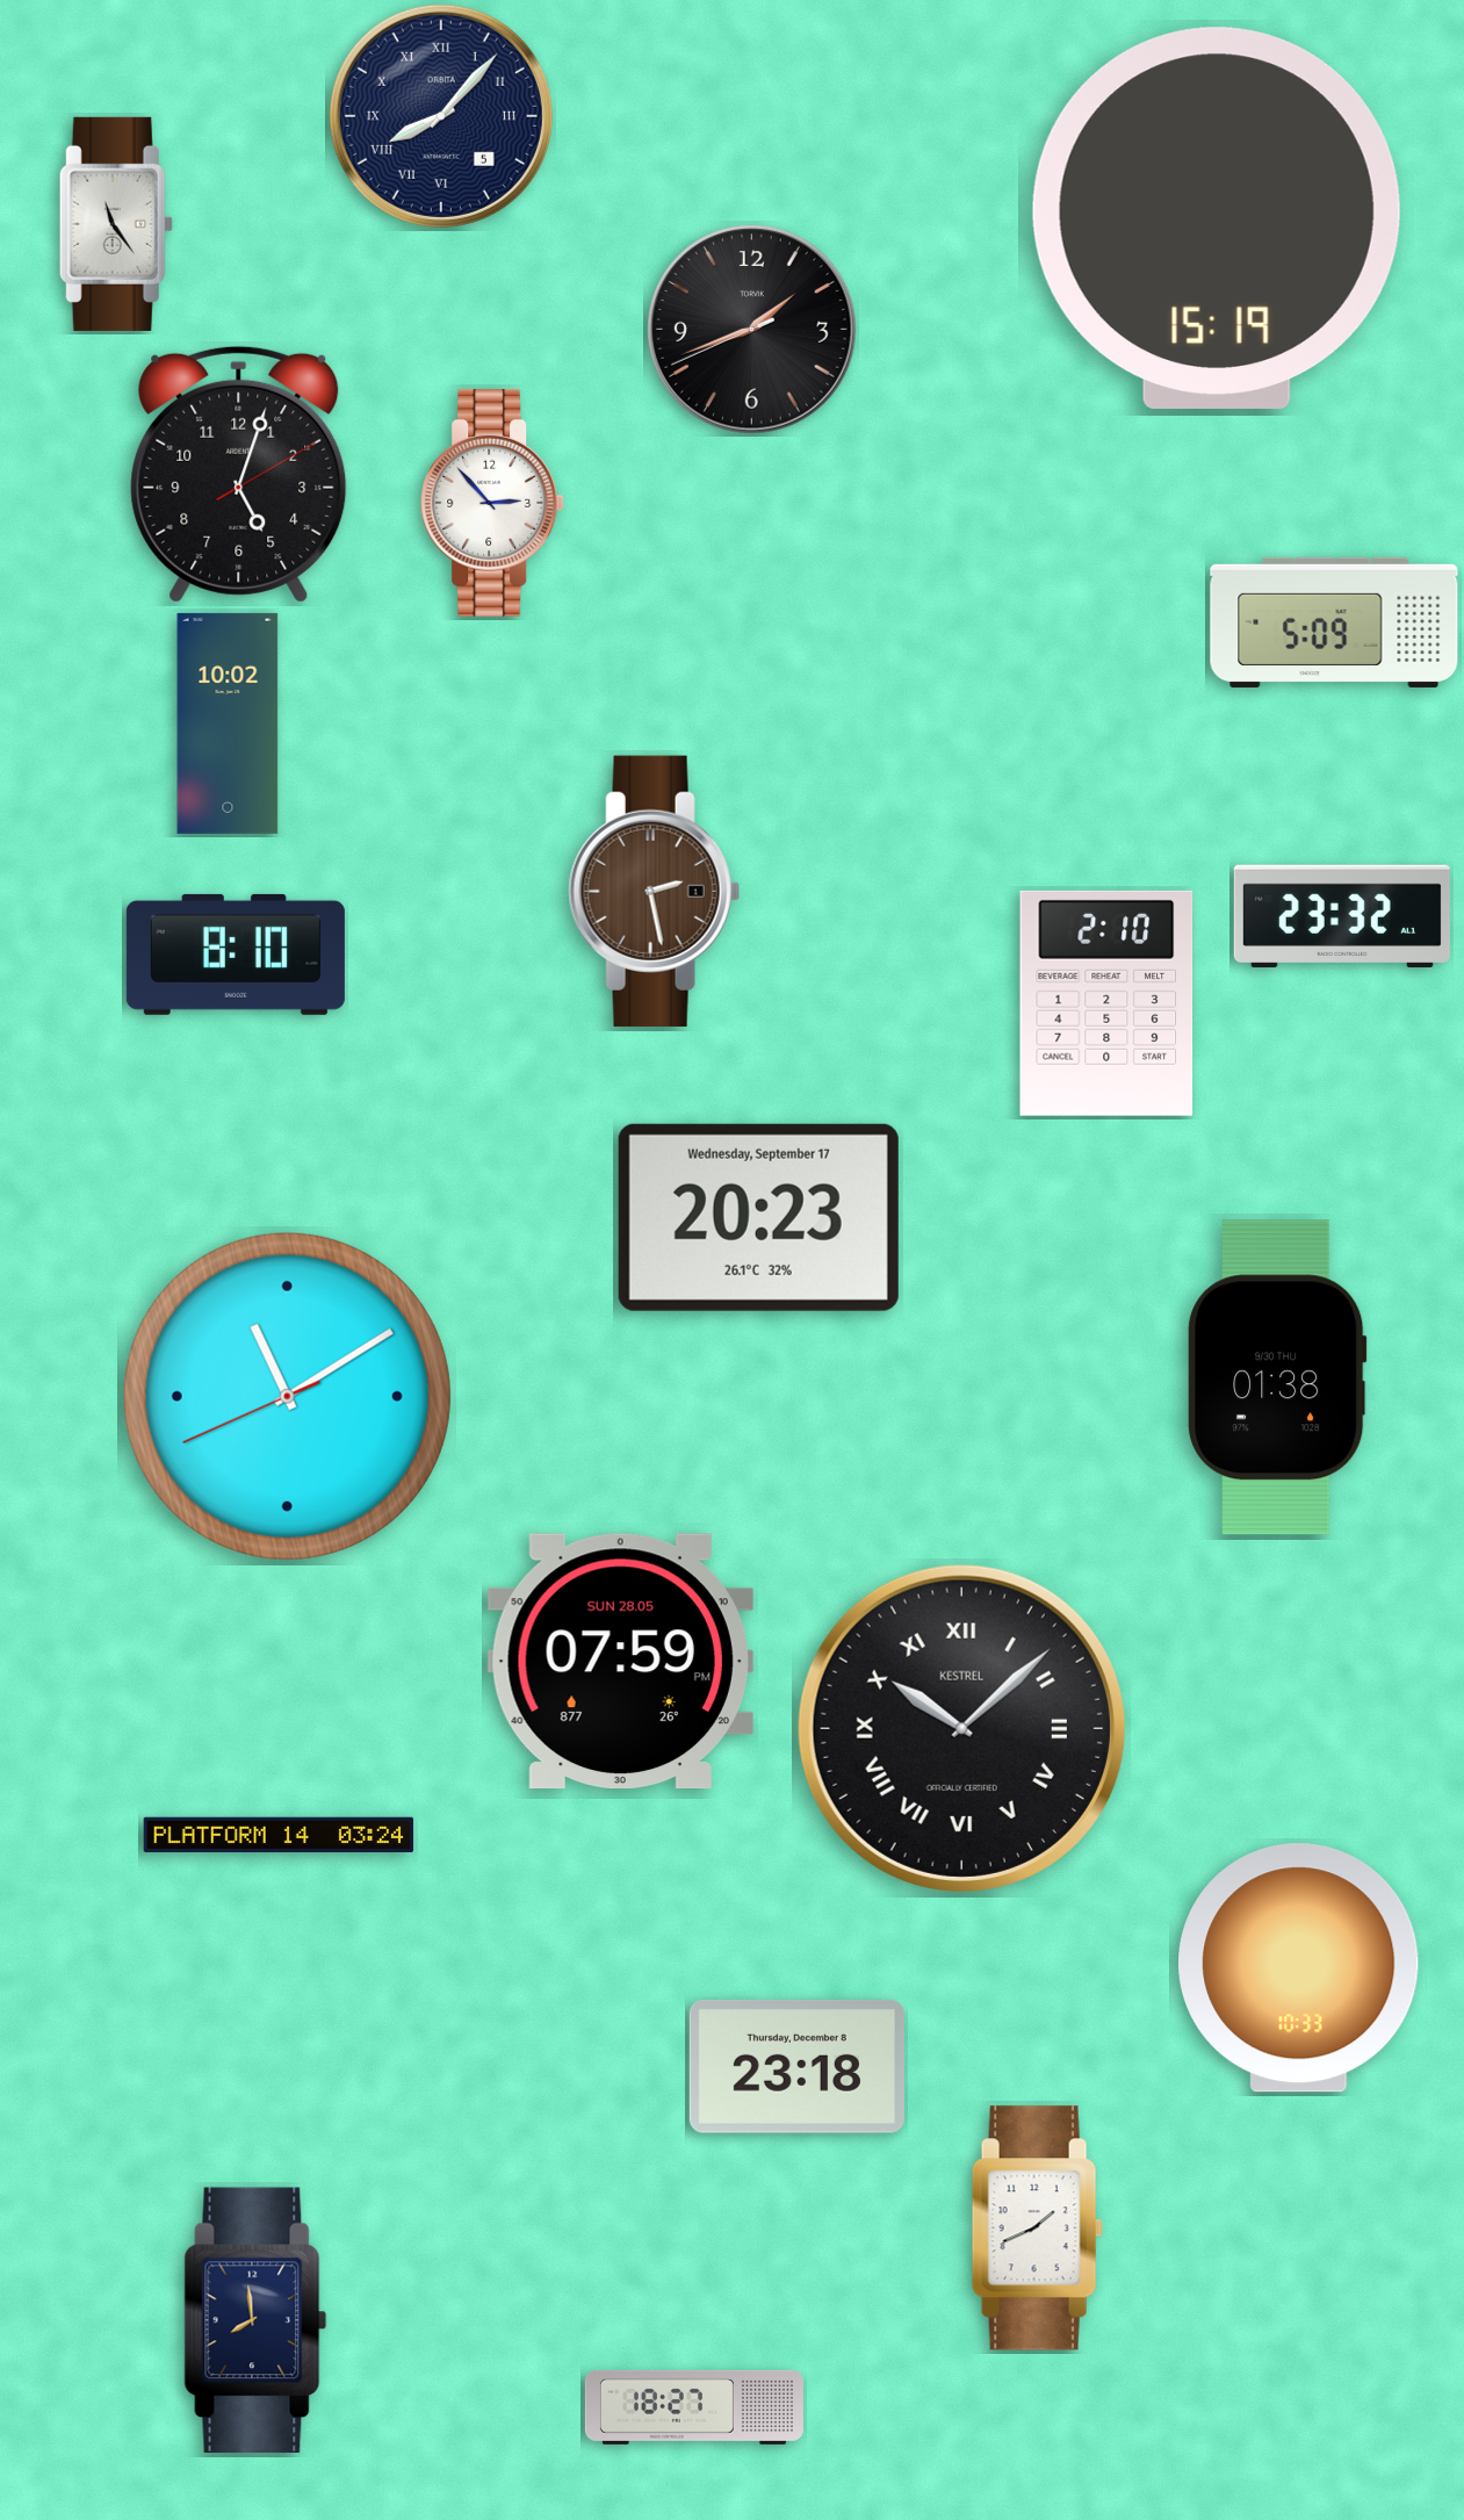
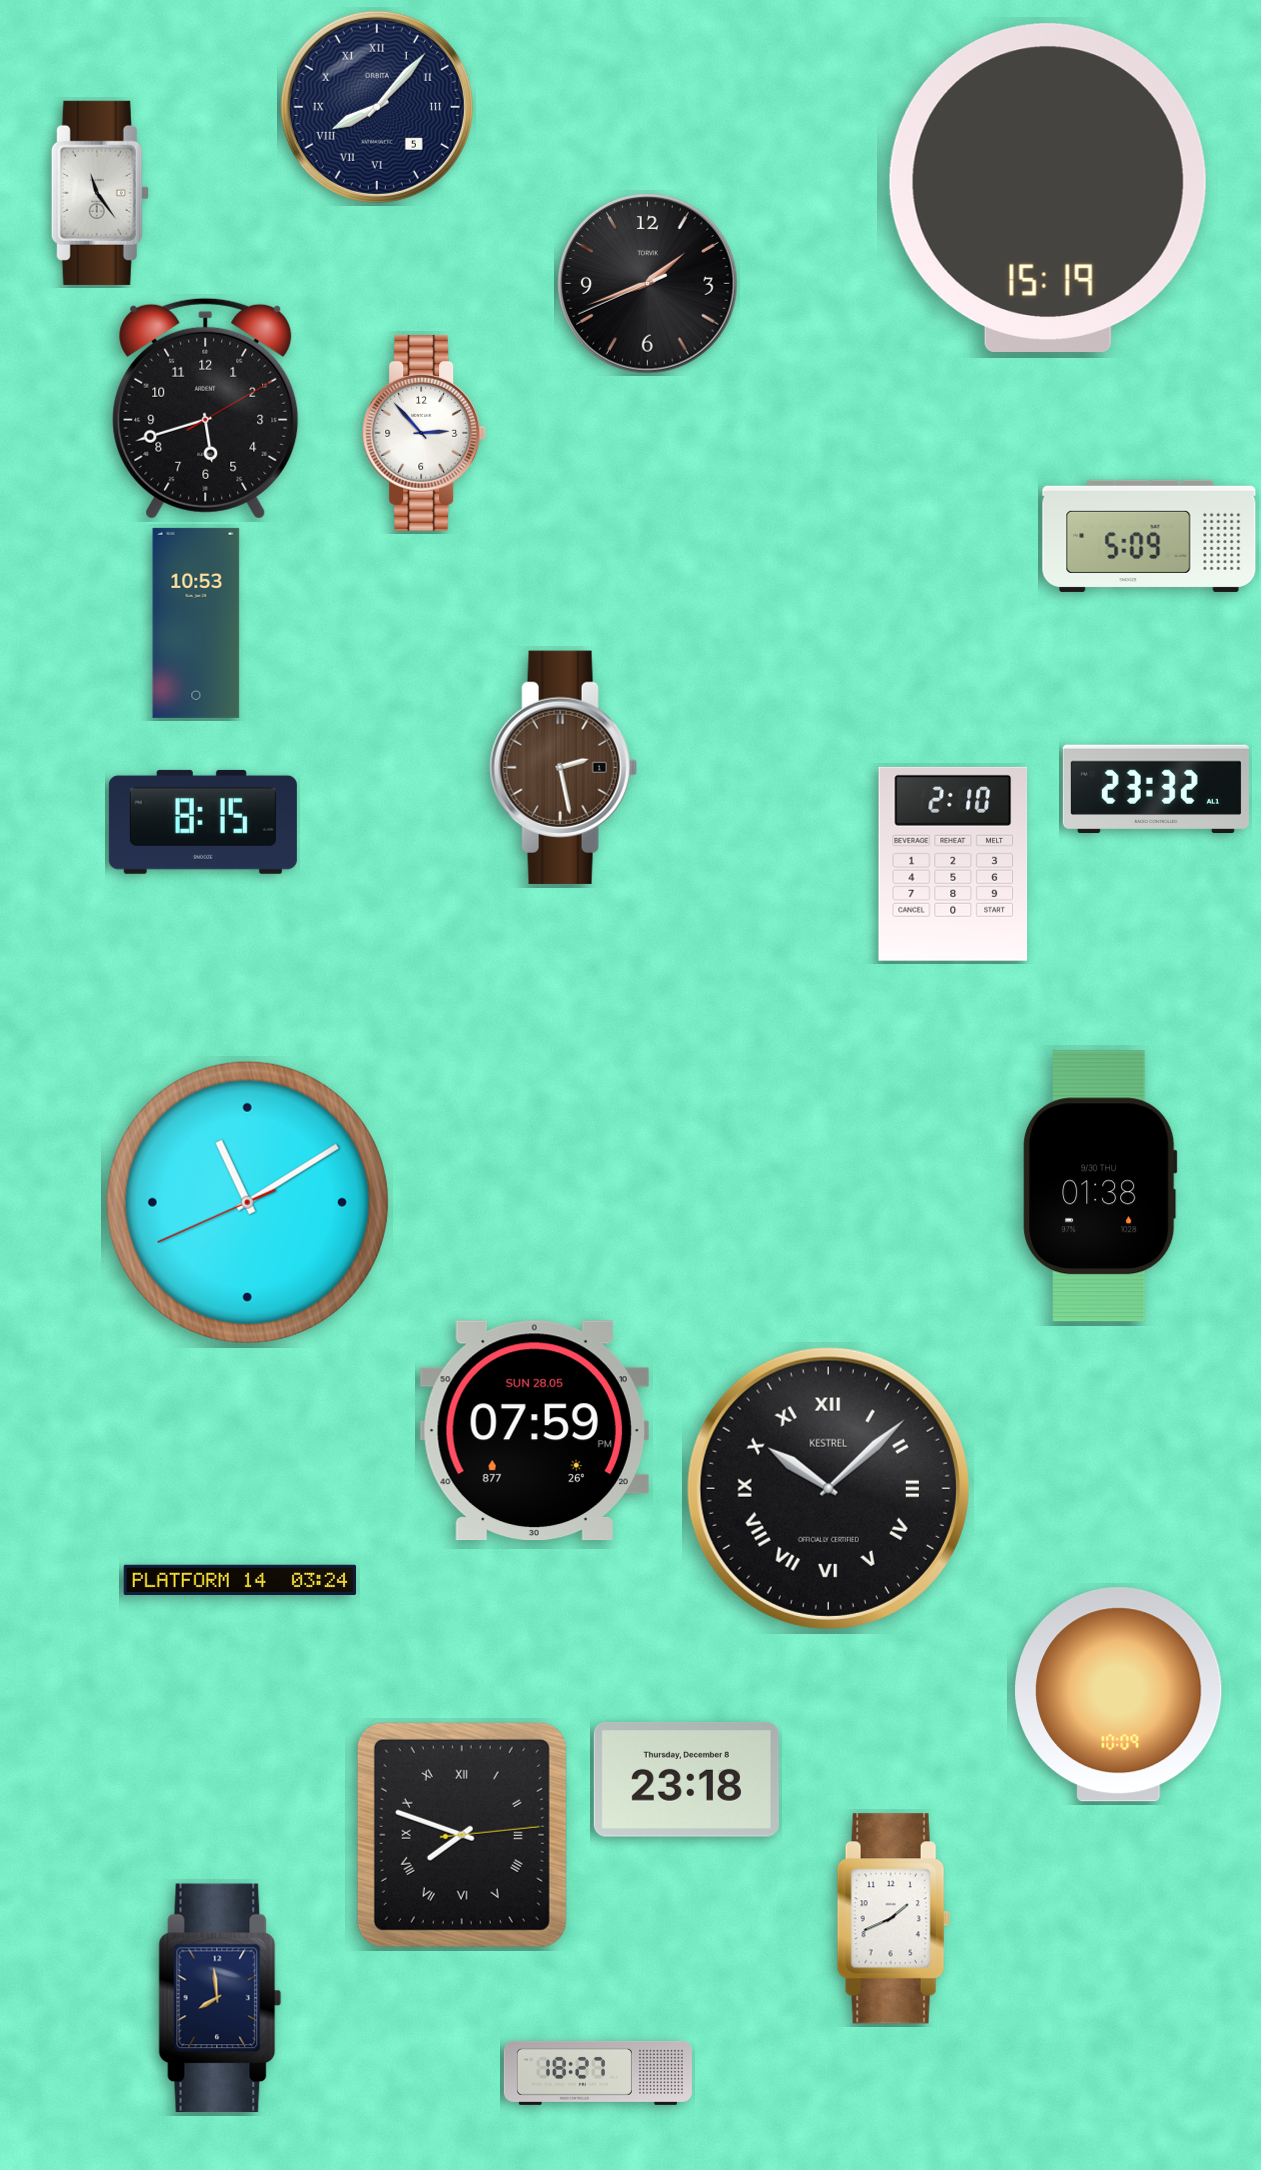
clock at (441, 116) position: (441, 116) -> (377, 107)
clock at (239, 474): 5:03 -> 5:42
clock at (228, 723): 10:02 -> 10:53
clock at (236, 955): 8:10 -> 8:15
clock at (758, 1217): 20:23 -> none
clock at (1299, 1968): 10:33 -> 10:09
clock at (462, 1835): none -> 7:48
